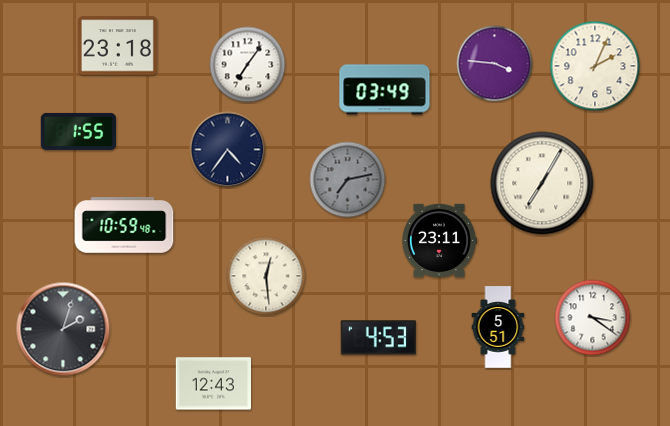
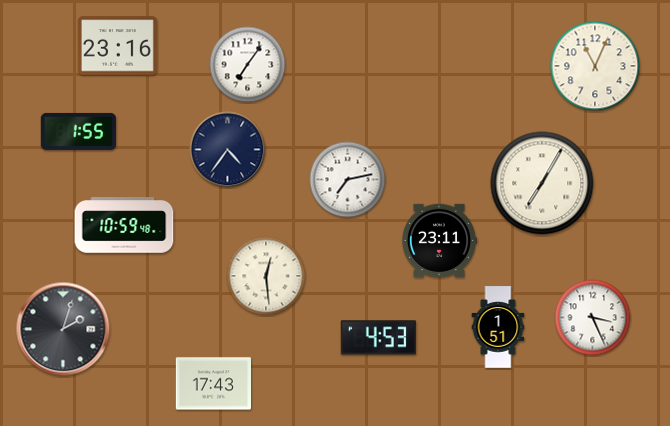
clock at (117, 46): 23:18 -> 23:16
clock at (495, 64): 3:46 -> none
clock at (595, 66): 2:04 -> 11:04
clock at (385, 90): 03:49 -> none
clock at (348, 180) dial: grey -> white
clock at (593, 318): 3:21 -> 3:26
clock at (498, 327): 5:51 -> 1:51
clock at (213, 384): 12:43 -> 17:43
